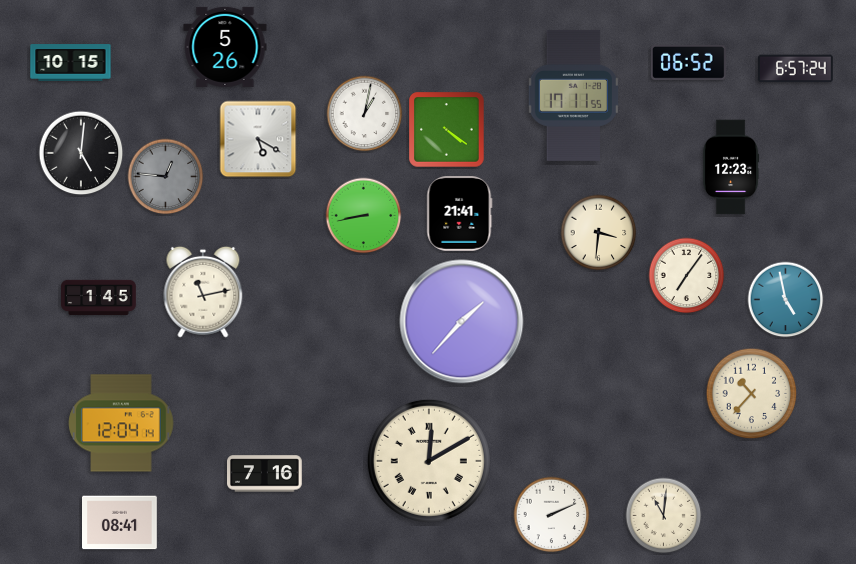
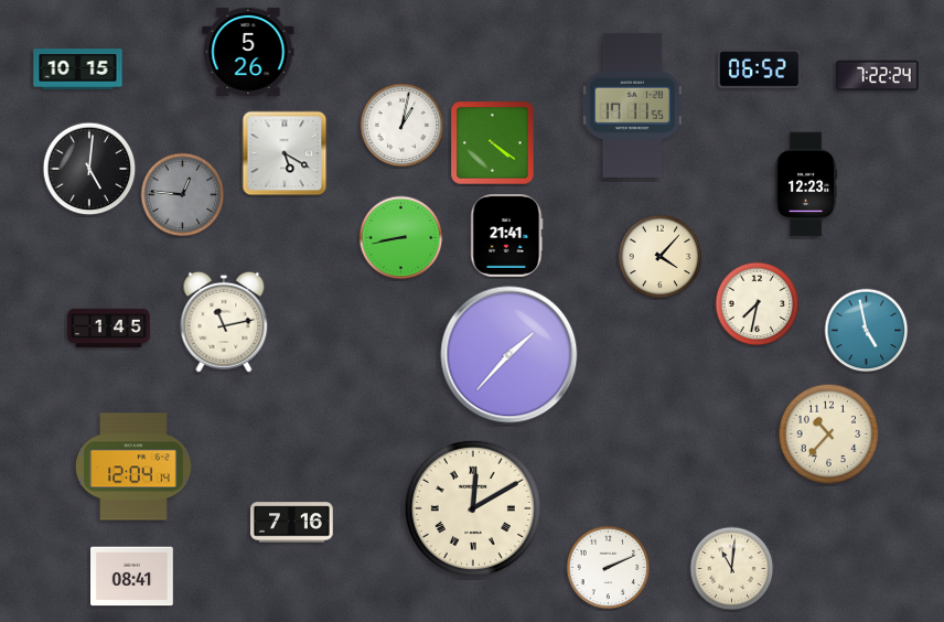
clock at (796, 69): 6:57 -> 7:22
clock at (599, 233): 3:31 -> 4:07
clock at (687, 276): 7:06 -> 7:32
